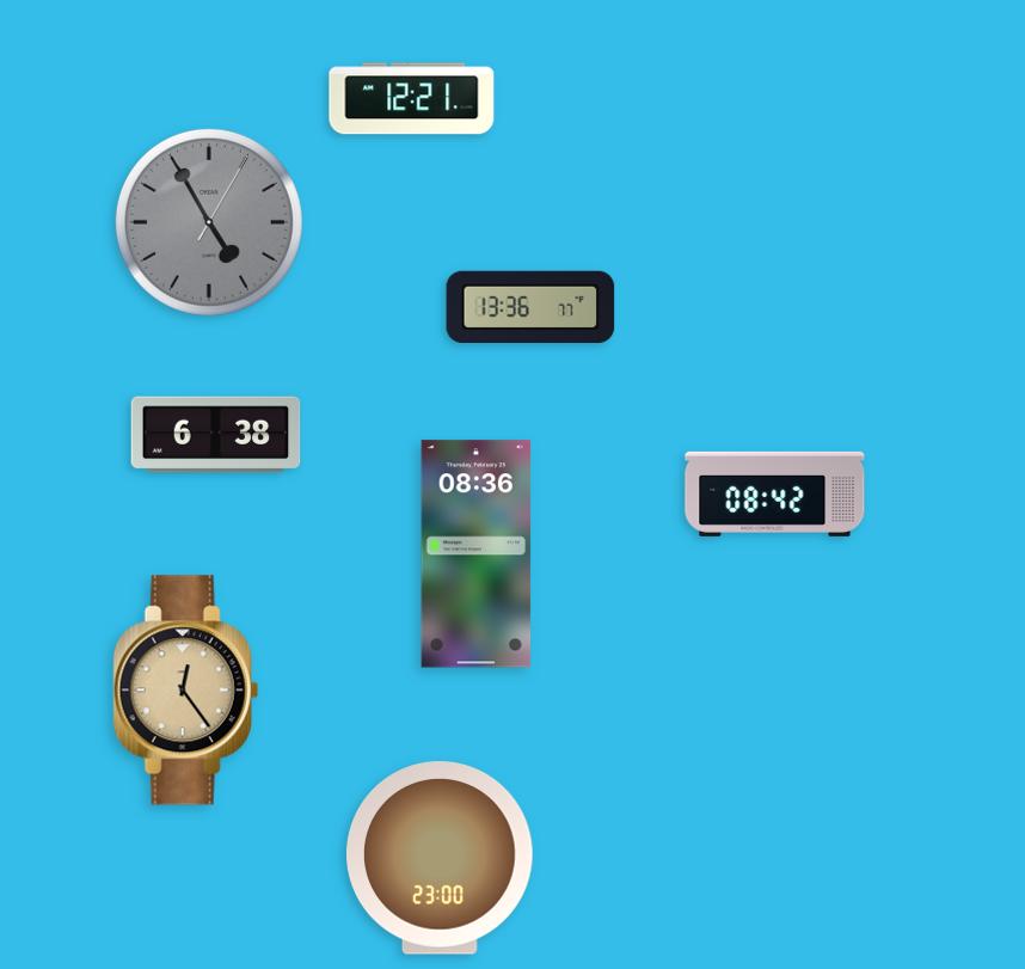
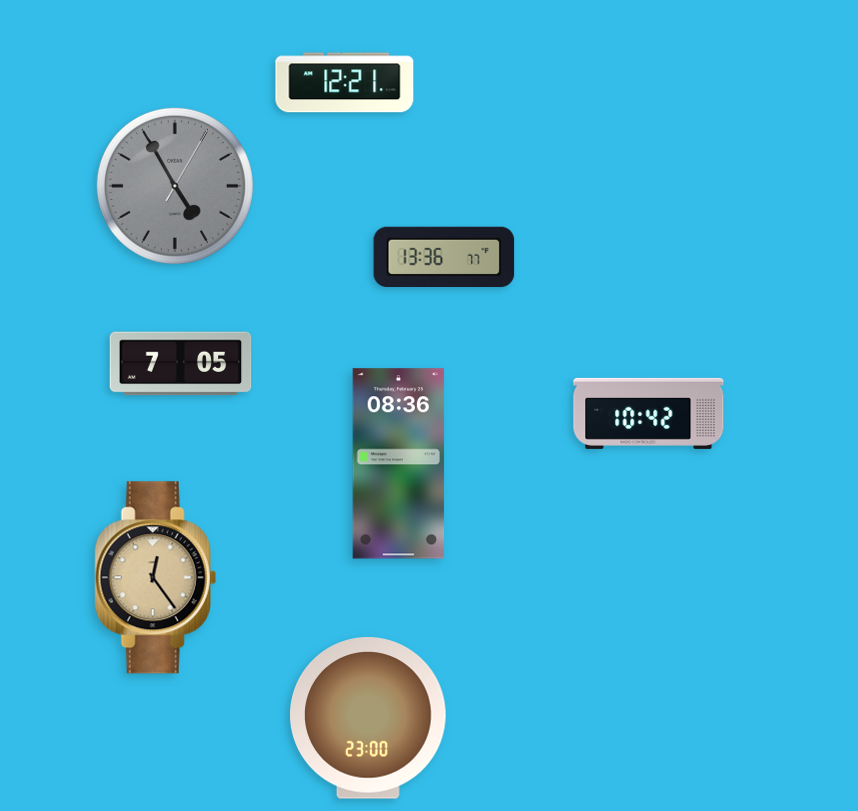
clock at (216, 435): 6:38 -> 7:05
clock at (775, 493): 08:42 -> 10:42
